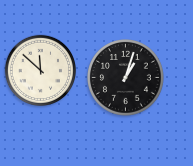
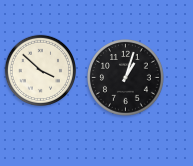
clock at (41, 71): 11:52 -> 3:52
